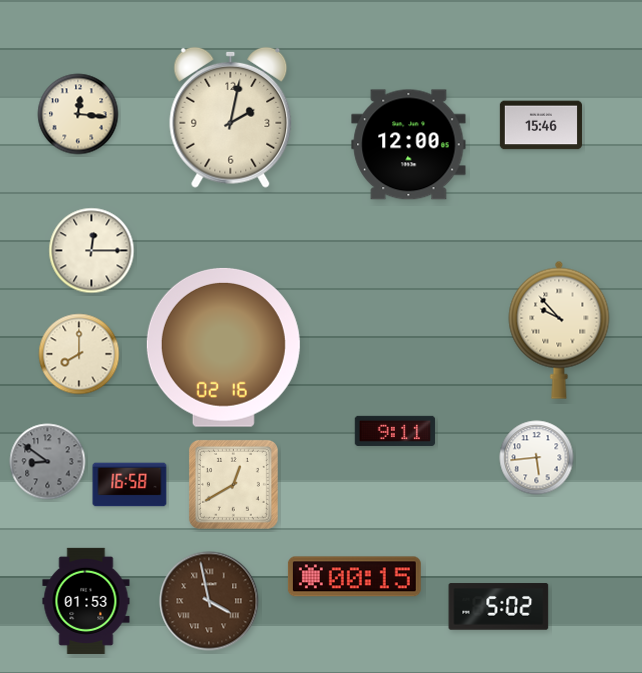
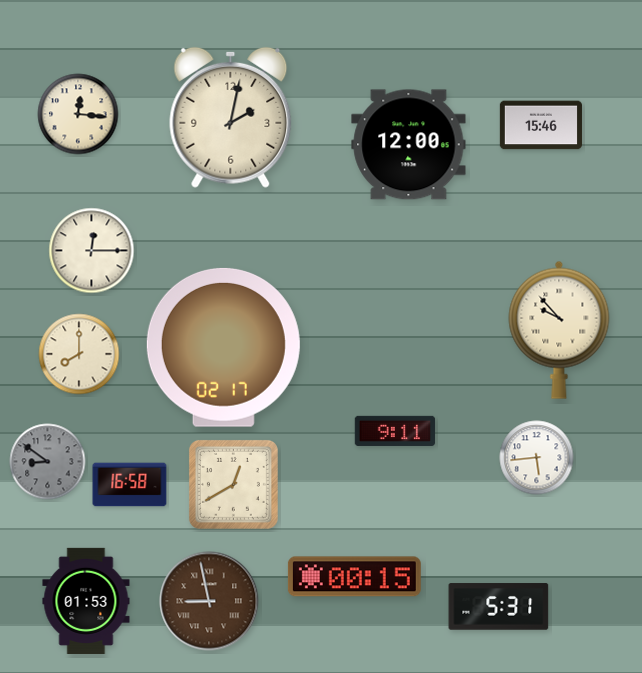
clock at (223, 347): 02:16 -> 02:17
clock at (209, 601): 3:58 -> 8:58
clock at (499, 607): 5:02 -> 5:31
